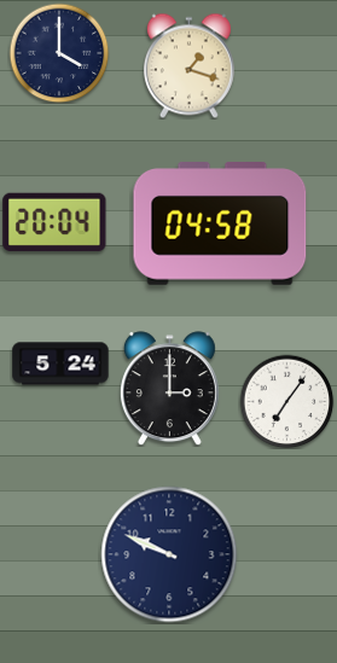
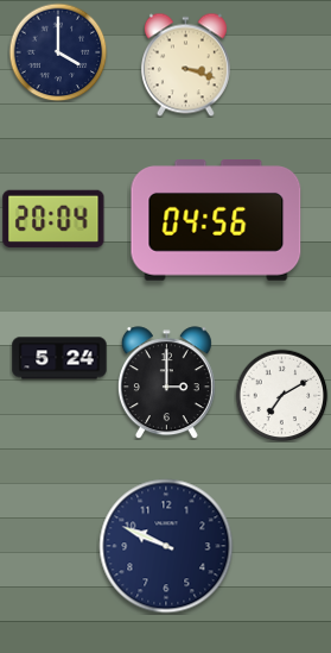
clock at (188, 65): 1:18 -> 3:18
clock at (220, 225): 04:58 -> 04:56
clock at (286, 401): 7:06 -> 7:10
